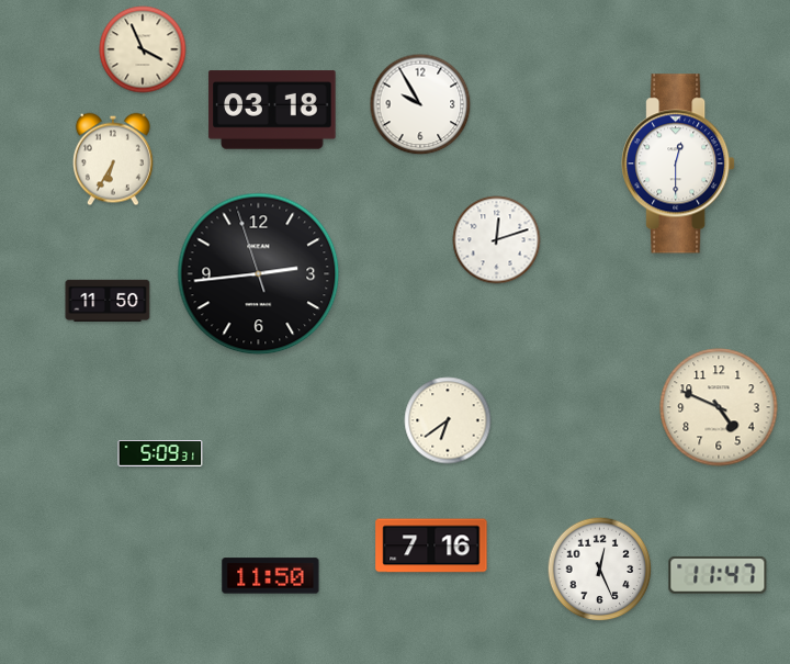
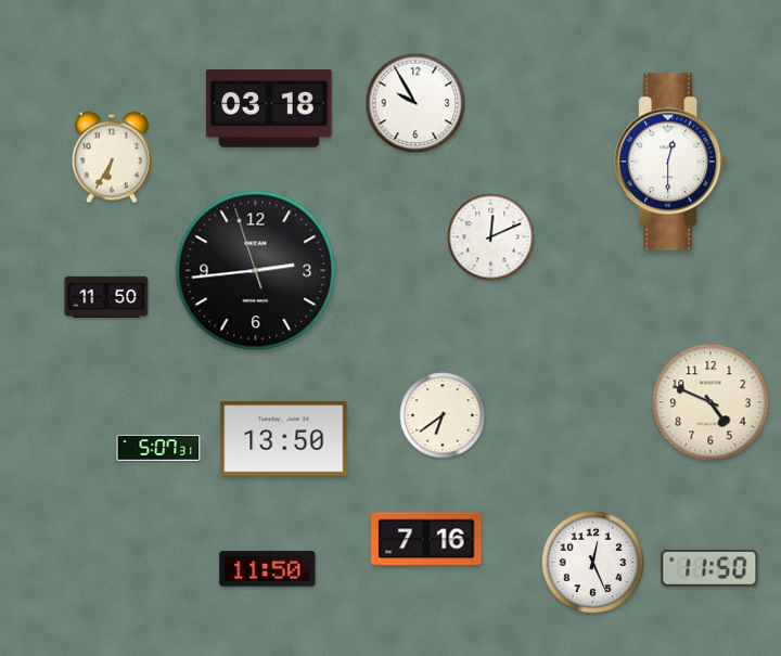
clock at (143, 49): 3:56 -> none
clock at (497, 240): 12:12 -> 12:11
clock at (284, 439): none -> 13:50
clock at (160, 454): 5:09 -> 5:07
clock at (718, 575): 11:47 -> 11:50
